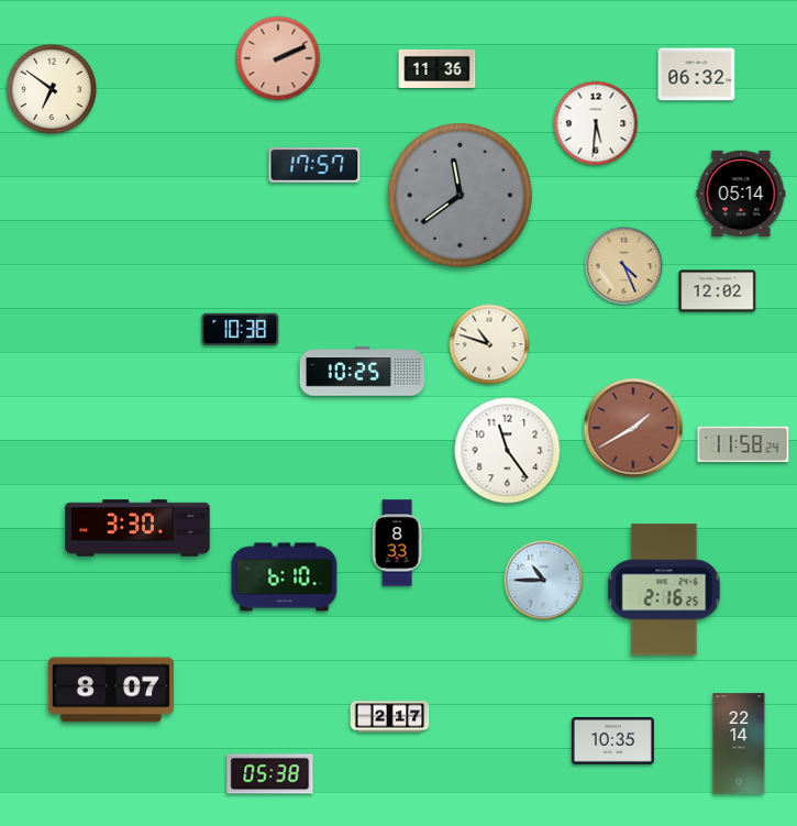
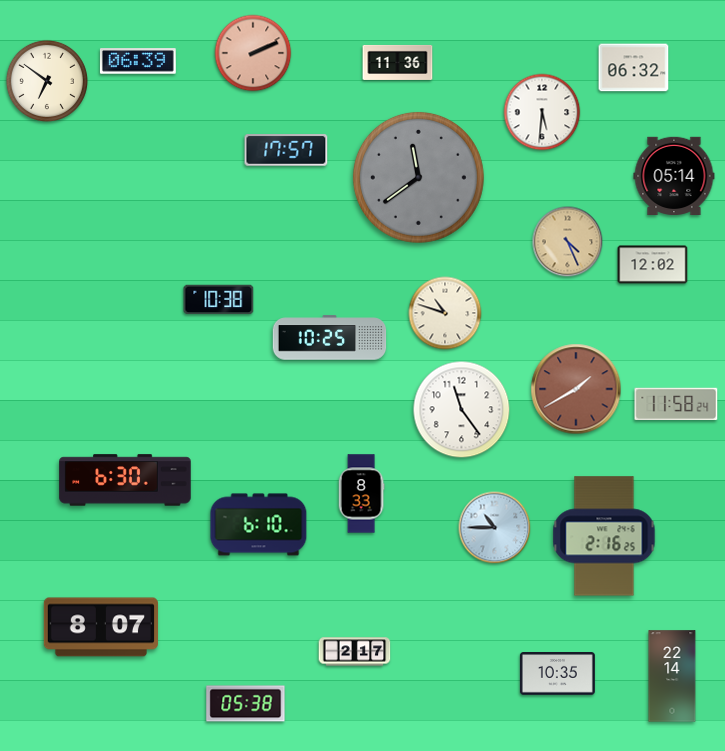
clock at (138, 61): none -> 06:39
clock at (137, 528): 3:30 -> 6:30
